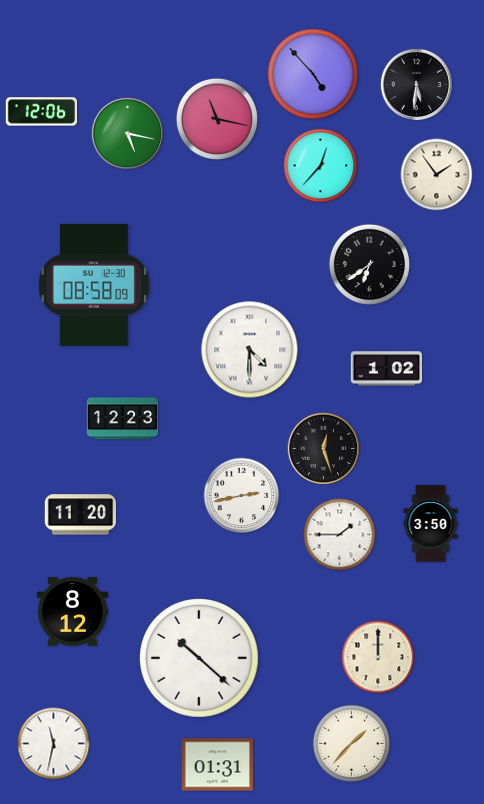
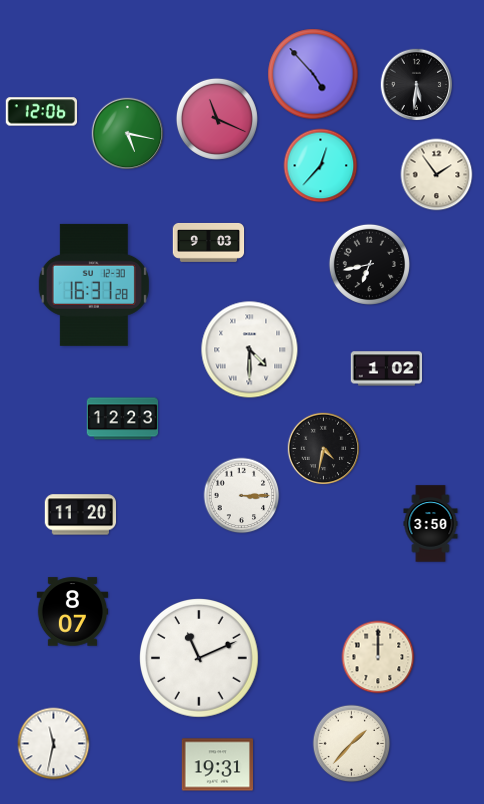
clock at (217, 119): 11:17 -> 11:19
clock at (209, 242): none -> 9:03
clock at (369, 264): 6:39 -> 6:43
clock at (94, 285): 08:58 -> 16:31
clock at (324, 449): 12:27 -> 4:32
clock at (242, 496): 2:43 -> 3:15
clock at (340, 535): 1:45 -> none
clock at (73, 612): 8:12 -> 8:07
clock at (200, 659): 10:22 -> 11:11
clock at (218, 765): 01:31 -> 19:31
